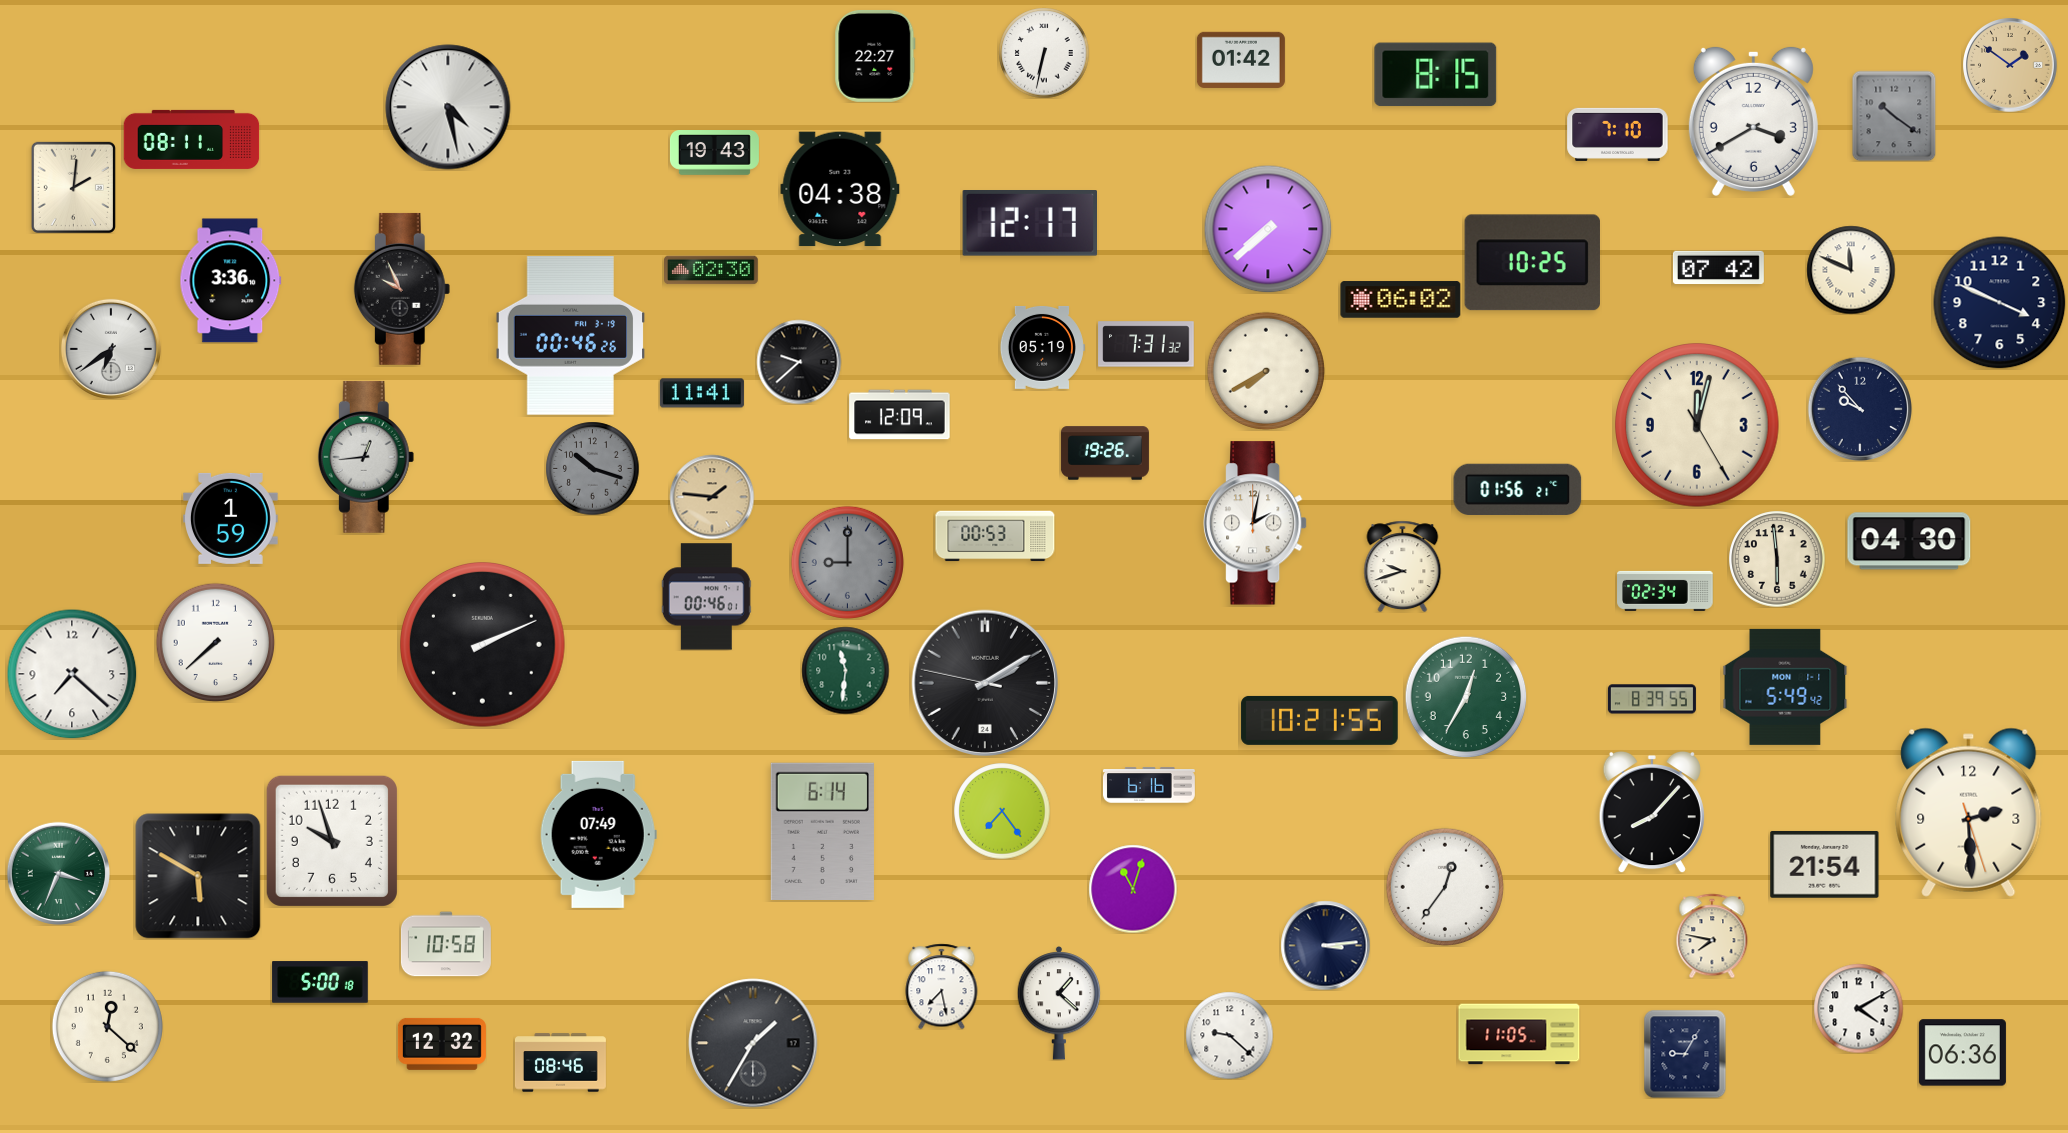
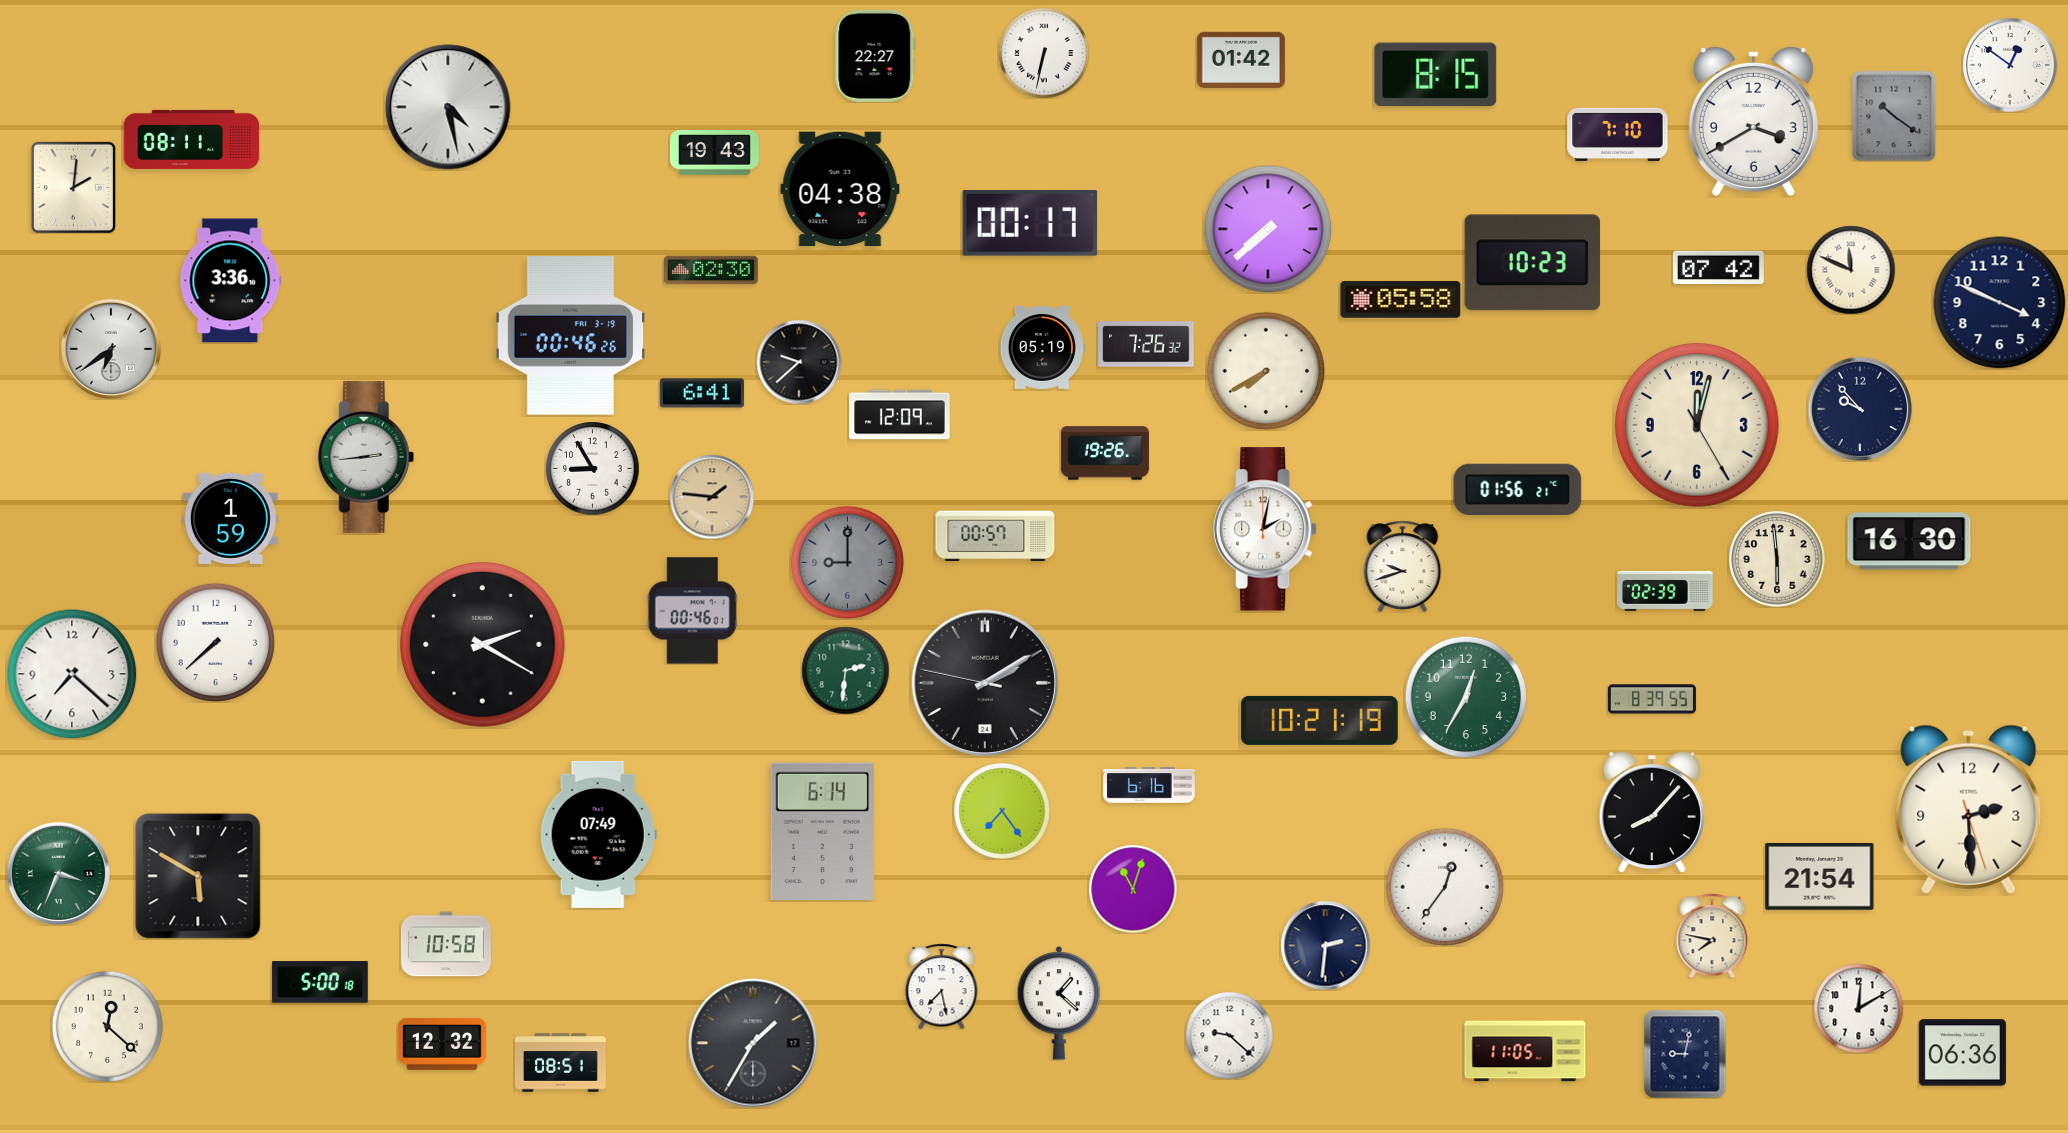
clock at (2010, 65): 1:51 -> 12:51
clock at (2010, 65) dial: champagne -> white
clock at (1029, 224): 12:17 -> 00:17
clock at (1532, 263): 10:25 -> 10:23
clock at (402, 289): 9:56 -> none
clock at (1401, 300): 06:02 -> 05:58
clock at (1146, 344): 7:31 -> 7:26
clock at (702, 393): 11:41 -> 6:41
clock at (366, 457): 12:44 -> 2:44
clock at (592, 468): 10:18 -> 8:55
clock at (592, 468) dial: grey -> white
clock at (1255, 523) position: (1255, 523) -> (1265, 529)
clock at (995, 536): 00:53 -> 00:57
clock at (1909, 541): 04:30 -> 16:30
clock at (1665, 591): 02:34 -> 02:39
clock at (706, 597) position: (706, 597) -> (692, 611)
clock at (483, 645): 2:11 -> 2:20
clock at (845, 670): 11:31 -> 2:31
clock at (1785, 687): 5:49 -> none
clock at (1320, 720): 10:21:55 -> 10:21:19
clock at (1969, 812) position: (1969, 812) -> (1969, 809)
clock at (332, 841): 9:57 -> none
clock at (1825, 865) position: (1825, 865) -> (1820, 877)
clock at (1325, 945): 3:14 -> 2:31
clock at (1858, 1008): 4:10 -> 12:10
clock at (1519, 1034) position: (1519, 1034) -> (1525, 1051)
clock at (1685, 1054): 9:05 -> 9:02
clock at (560, 1063): 08:46 -> 08:51
